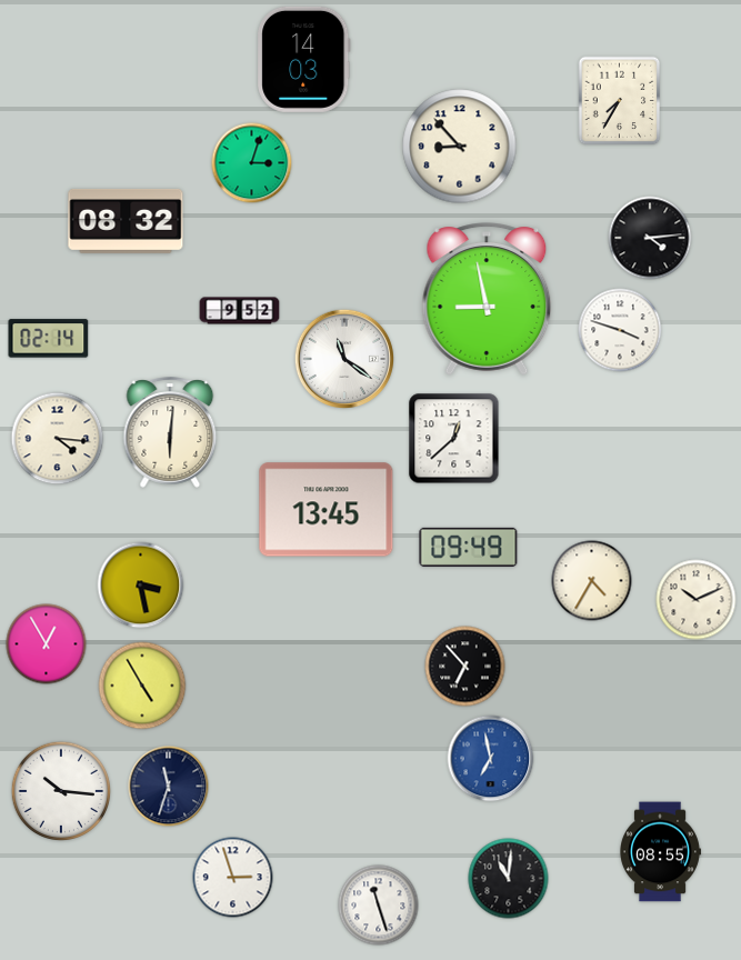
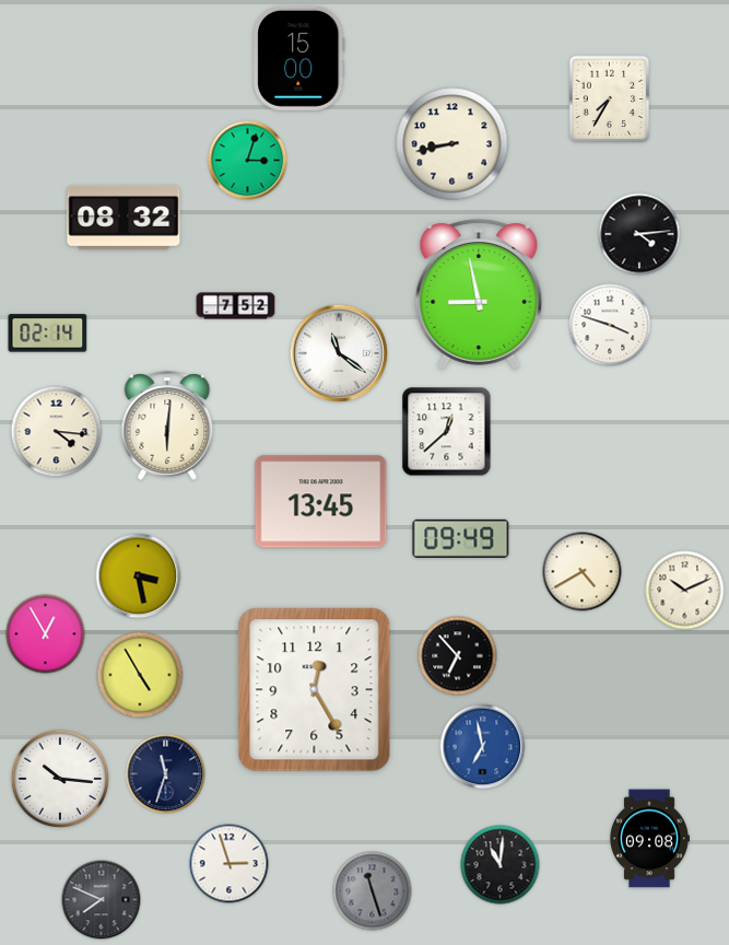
clock at (304, 59): 14:03 -> 15:00
clock at (460, 147): 8:53 -> 8:43
clock at (240, 311): 9:52 -> 7:52
clock at (592, 581): 4:35 -> 4:40
clock at (315, 690): none -> 12:25
clock at (661, 852): 08:55 -> 09:08
clock at (379, 906) dial: white -> grey
clock at (102, 900): none -> 7:49
